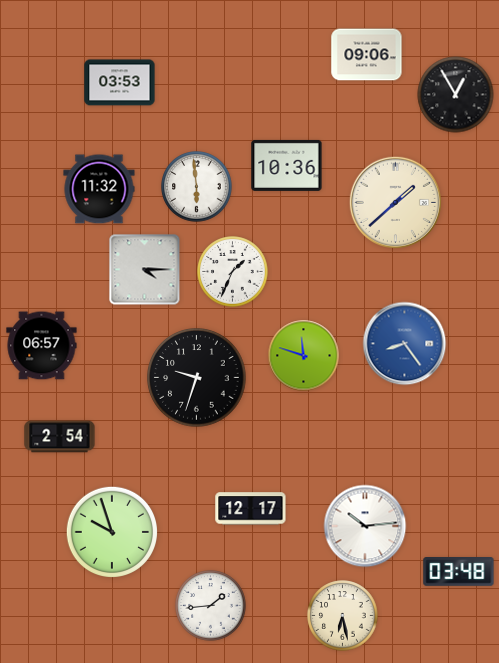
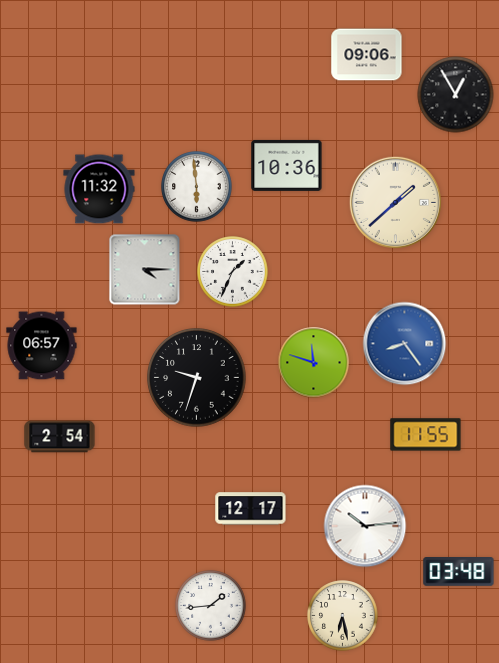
clock at (120, 83): 03:53 -> none
clock at (304, 356) position: (304, 356) -> (314, 363)
clock at (426, 435): none -> 11:55
clock at (111, 531): 9:57 -> none
